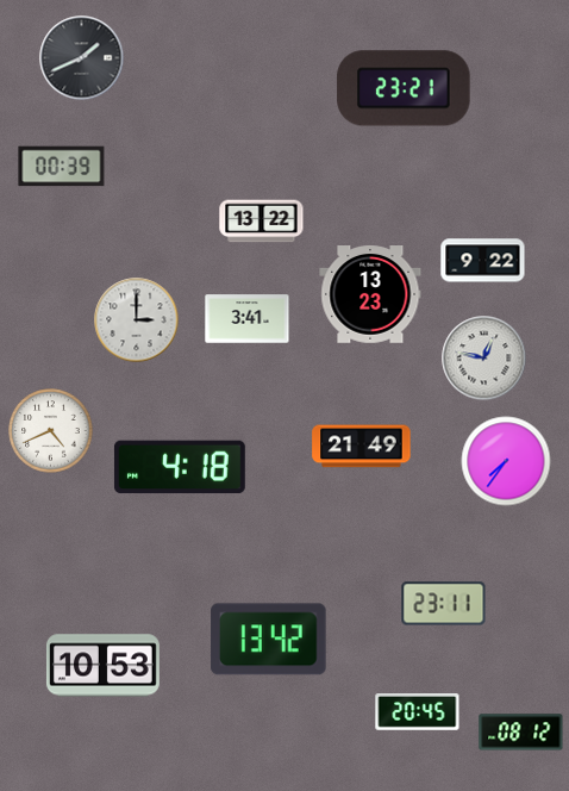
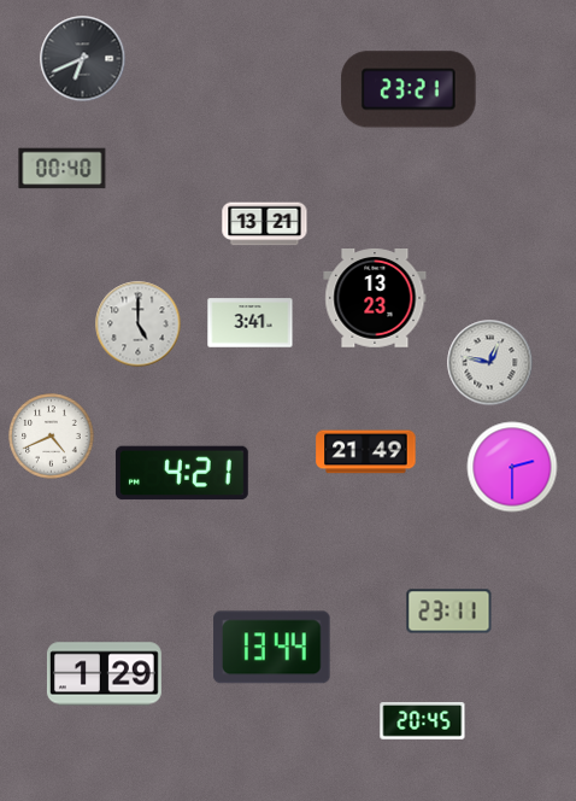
clock at (82, 58): 1:41 -> 6:41
clock at (62, 167): 00:39 -> 00:40
clock at (262, 222): 13:22 -> 13:21
clock at (483, 261): 9:22 -> none
clock at (137, 320): 3:00 -> 5:00
clock at (506, 461): 7:36 -> 2:30
clock at (180, 467): 4:18 -> 4:21
clock at (269, 640): 13:42 -> 13:44
clock at (102, 666): 10:53 -> 1:29
clock at (521, 733): 08:12 -> none
